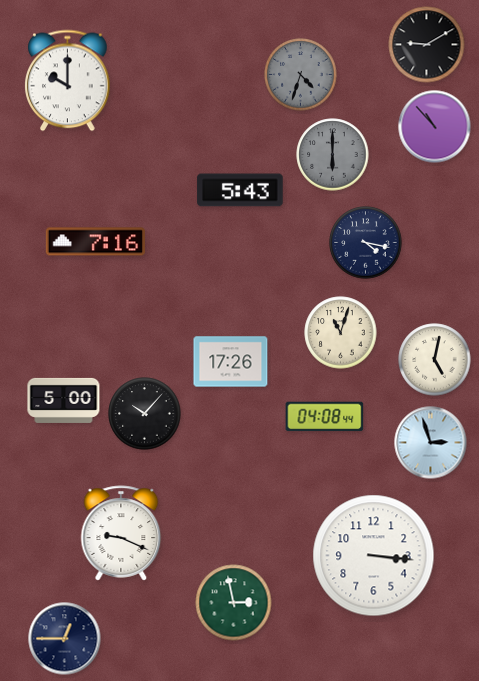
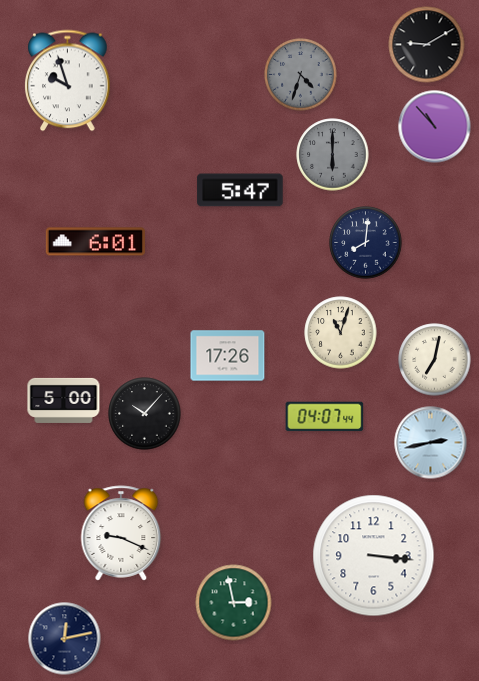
clock at (68, 81): 10:00 -> 9:57
clock at (240, 190): 5:43 -> 5:47
clock at (95, 242): 7:16 -> 6:01
clock at (366, 243): 4:17 -> 8:01
clock at (435, 360): 5:02 -> 7:02
clock at (231, 362) position: (231, 362) -> (228, 356)
clock at (325, 417): 04:08 -> 04:07
clock at (431, 443): 2:57 -> 2:43
clock at (65, 639): 12:45 -> 12:13
